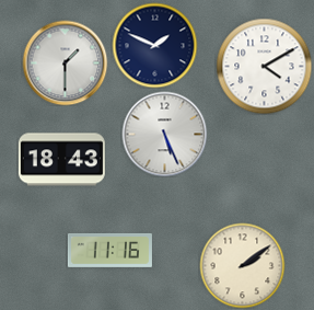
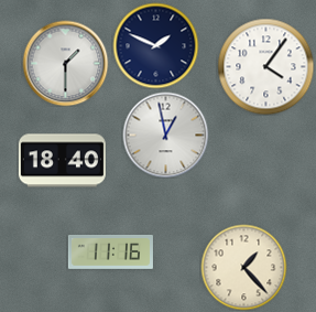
clock at (264, 66): 4:10 -> 4:06
clock at (164, 134): 5:26 -> 12:58
clock at (61, 160): 18:43 -> 18:40
clock at (242, 265): 2:09 -> 1:23
